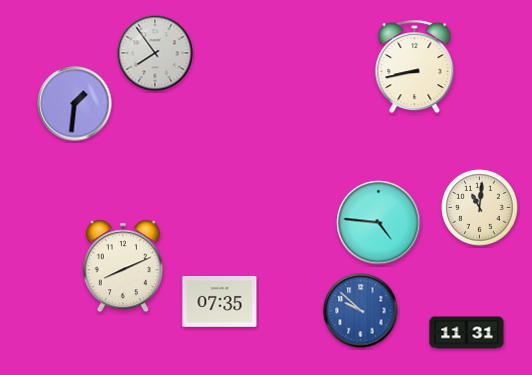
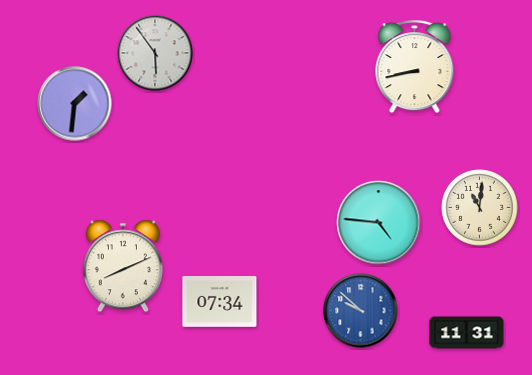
clock at (155, 53): 7:54 -> 5:54
clock at (220, 302): 07:35 -> 07:34
